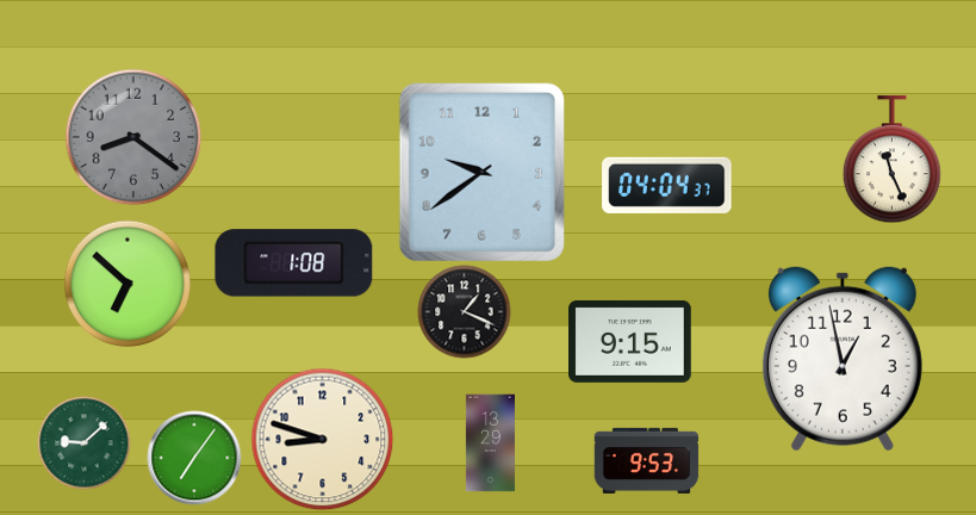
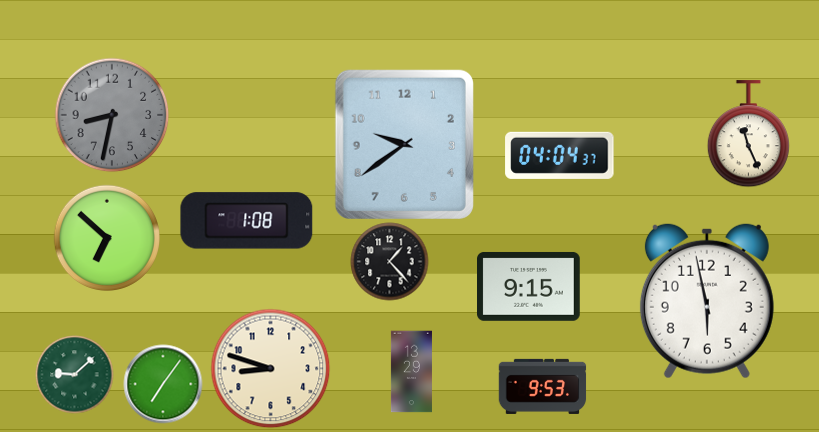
clock at (133, 137): 8:21 -> 8:32
clock at (464, 311): 1:19 -> 1:23
clock at (843, 359): 12:58 -> 5:58
clock at (83, 442) position: (83, 442) -> (74, 374)
